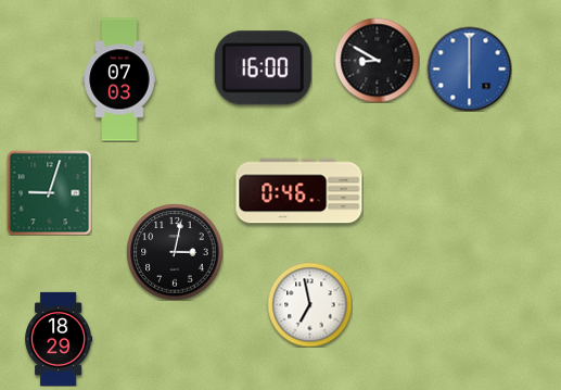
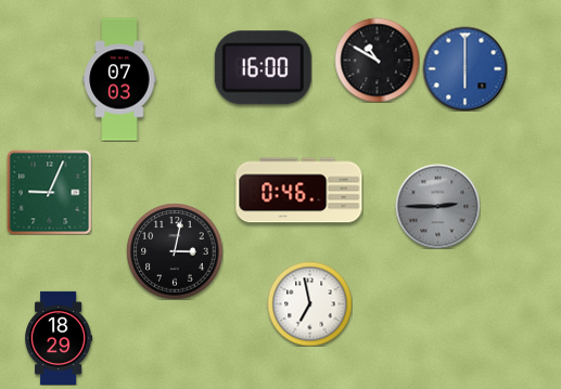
clock at (377, 60): 8:50 -> 10:50
clock at (469, 68) position: (469, 68) -> (464, 68)
clock at (49, 192): 9:03 -> 9:04
clock at (437, 206): none -> 2:45
